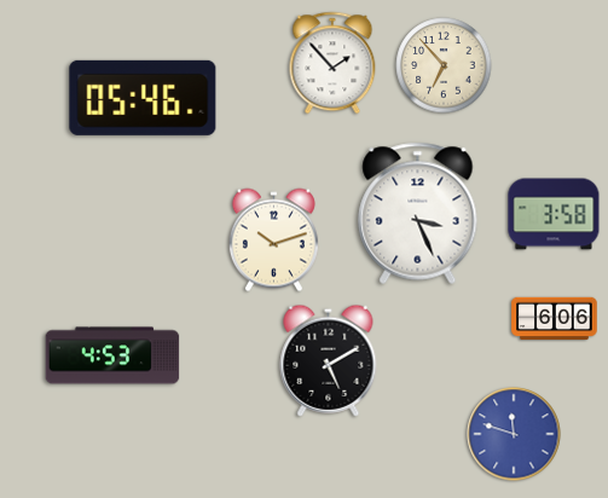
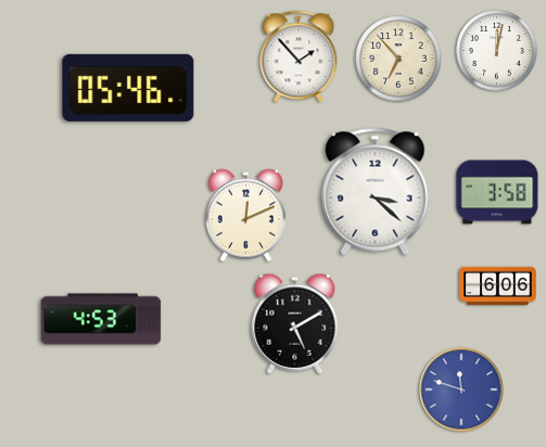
clock at (497, 51): none -> 12:02
clock at (418, 213): 3:26 -> 3:22
clock at (273, 241): 10:12 -> 12:11
